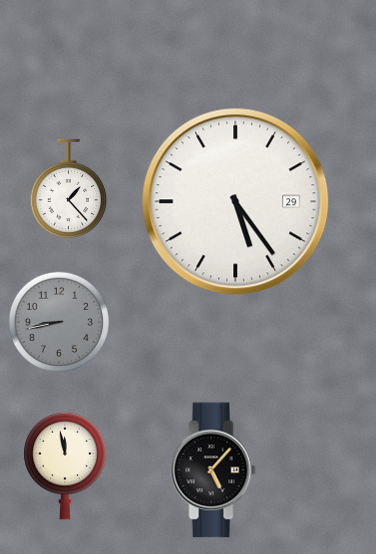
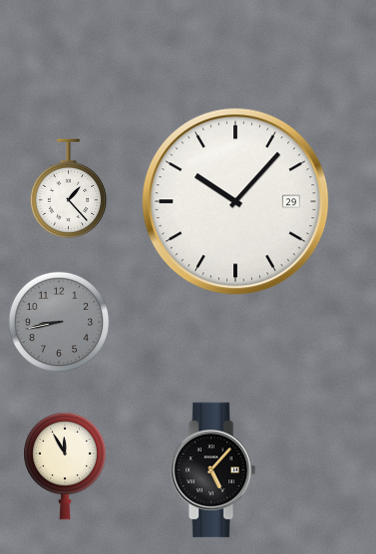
clock at (236, 202): 5:24 -> 10:07
clock at (65, 466): 11:58 -> 11:55
